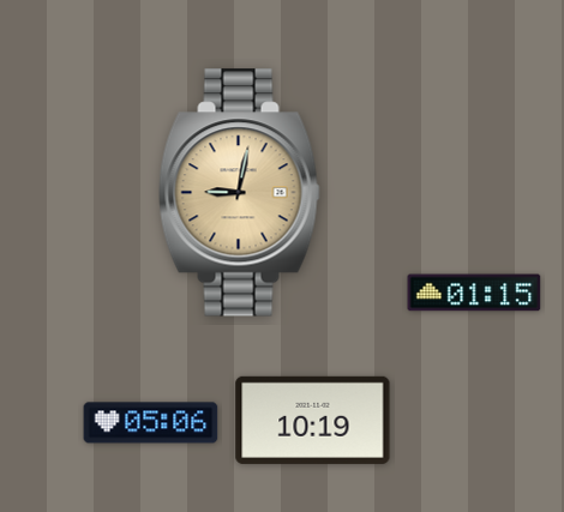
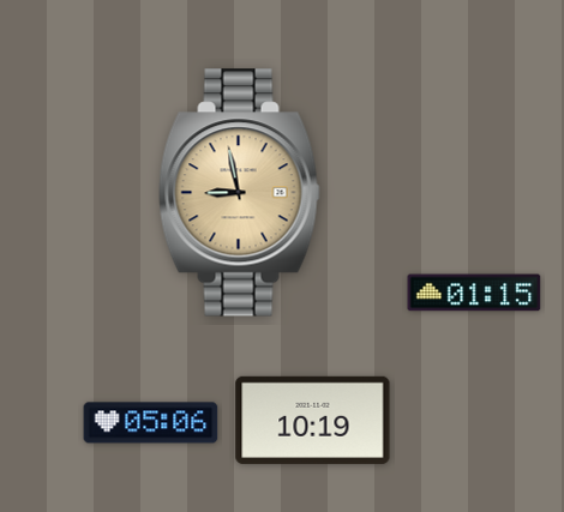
clock at (240, 193): 9:02 -> 8:58
